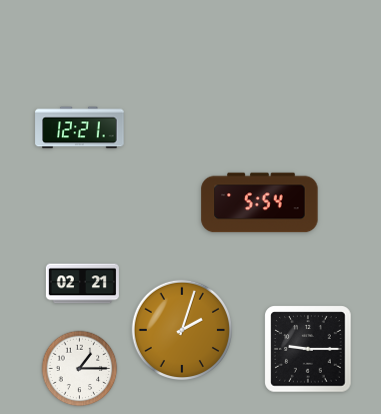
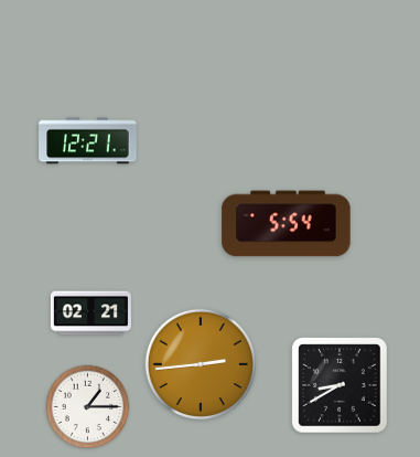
clock at (181, 329): 2:03 -> 2:44
clock at (308, 349): 9:15 -> 8:40
